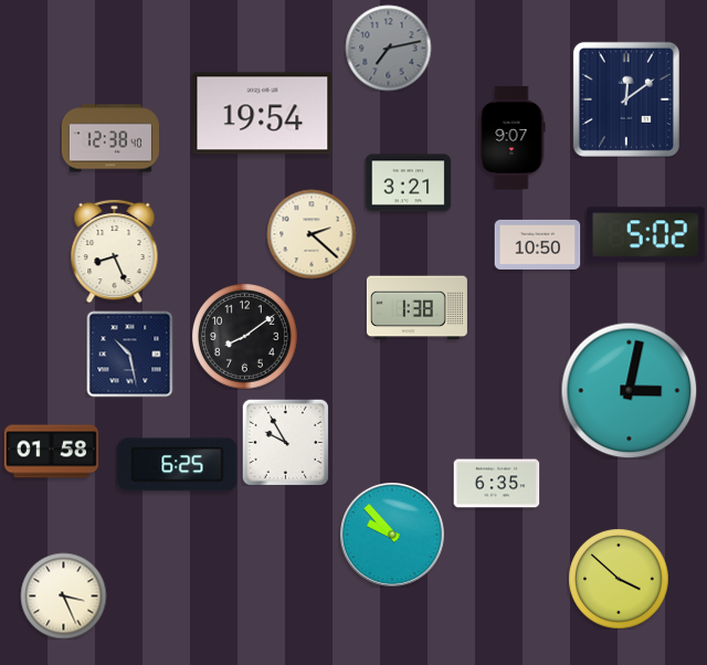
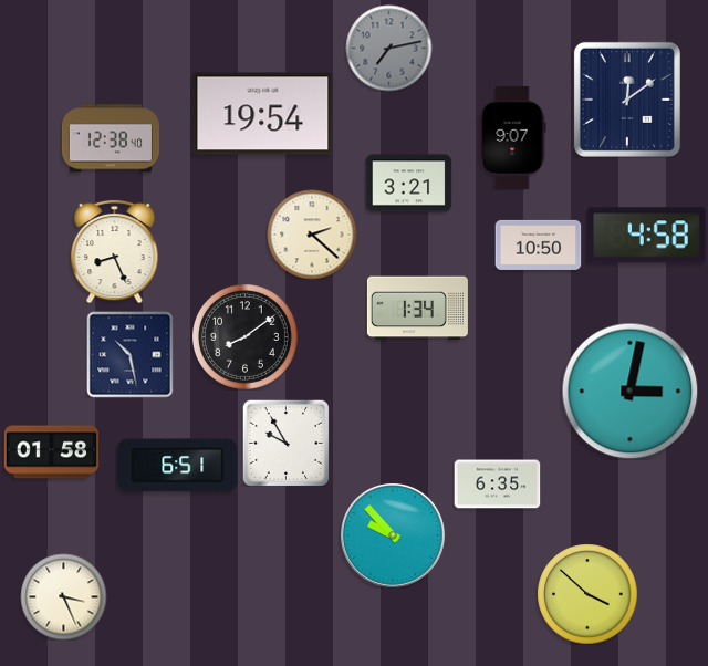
clock at (646, 235): 5:02 -> 4:58
clock at (416, 308): 1:38 -> 1:34
clock at (178, 465): 6:25 -> 6:51
clock at (619, 579) position: (619, 579) -> (587, 594)
